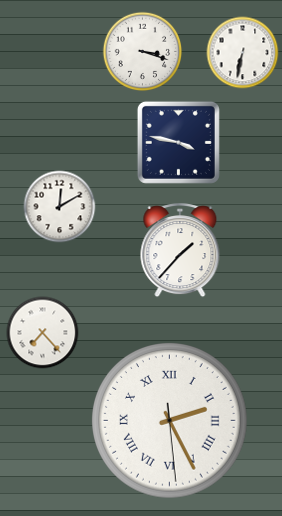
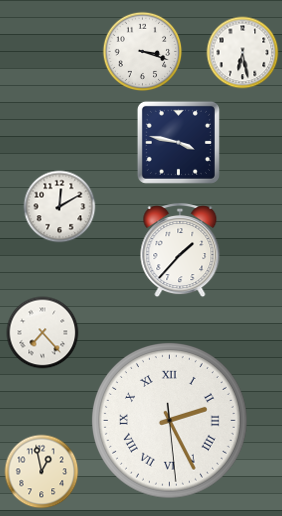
clock at (243, 53): 6:32 -> 6:28
clock at (42, 472): none -> 12:58
